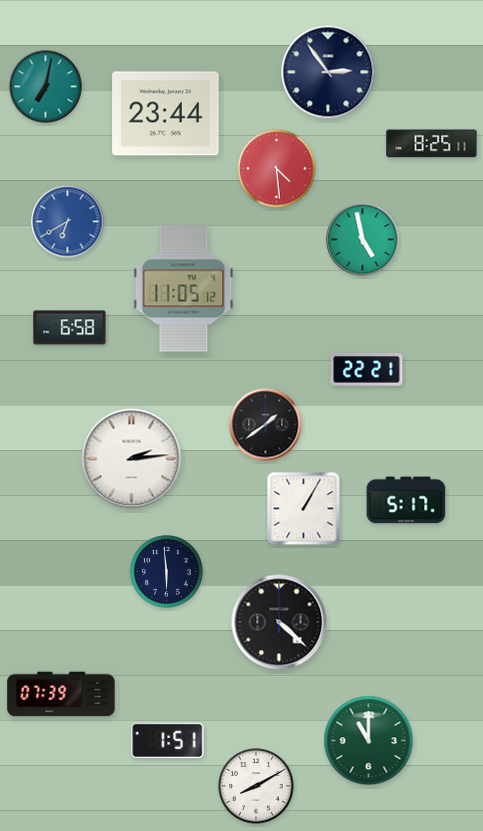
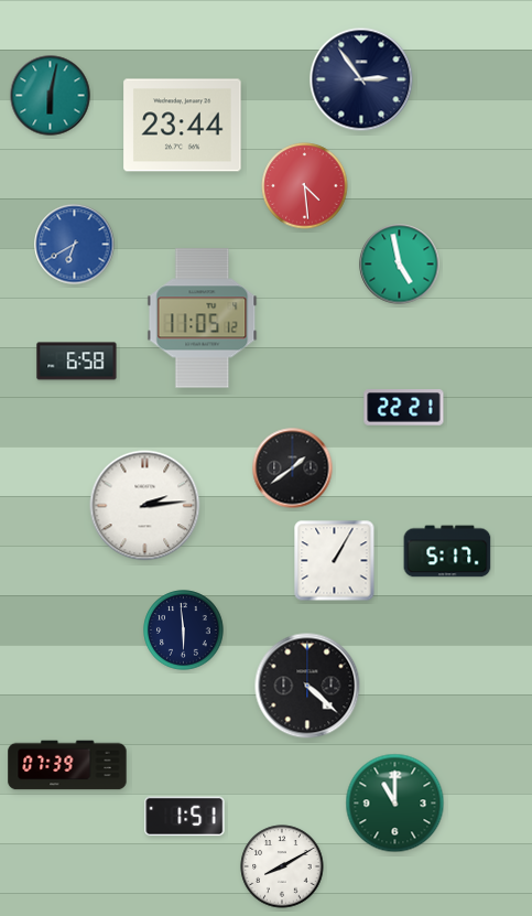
clock at (46, 87): 7:02 -> 6:02
clock at (432, 144): 8:25 -> none
clock at (369, 741) position: (369, 741) -> (395, 804)
